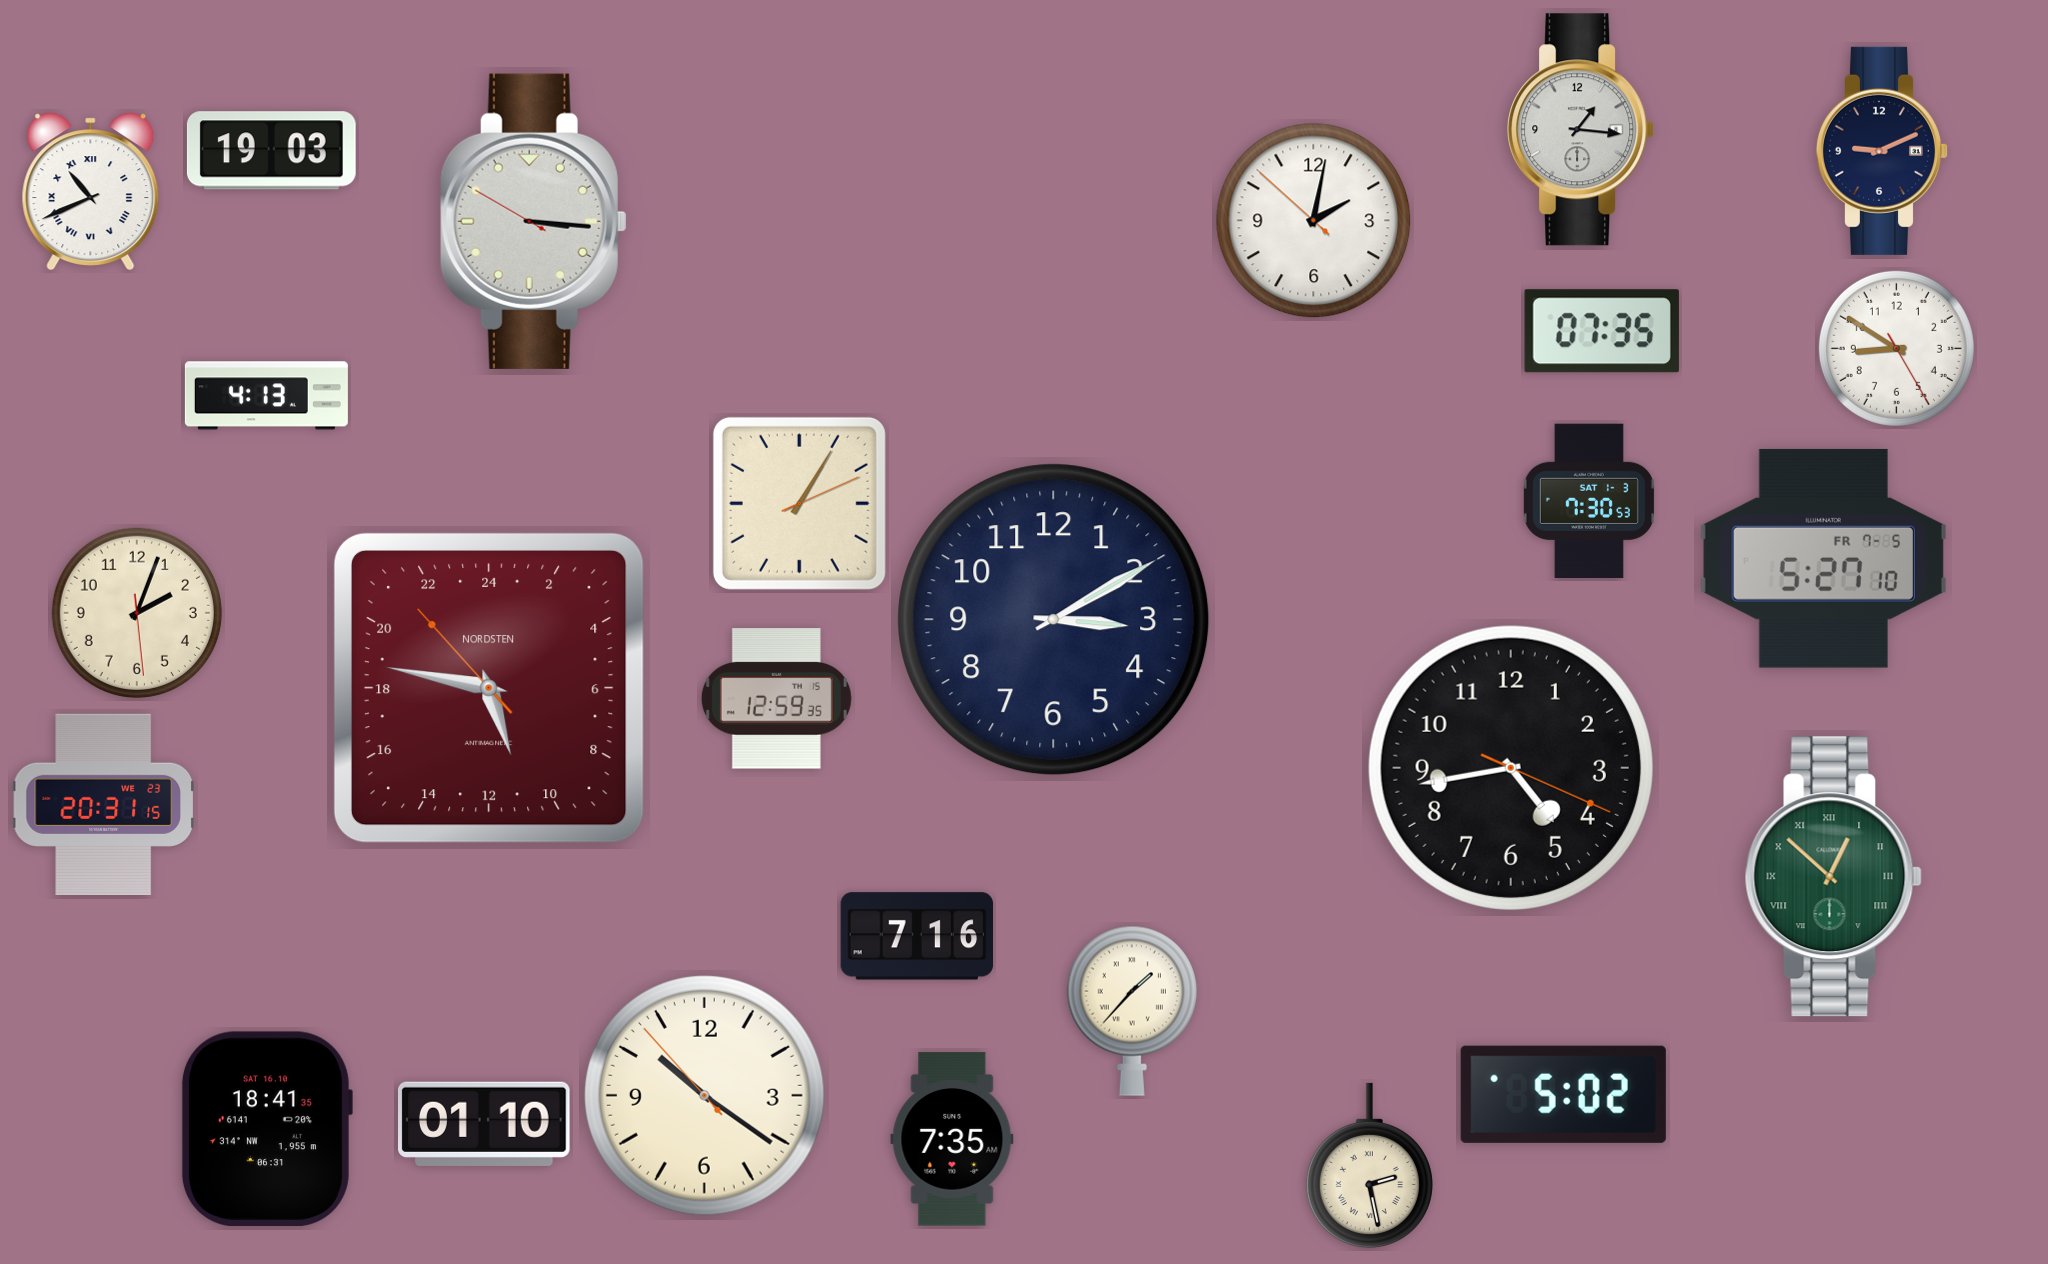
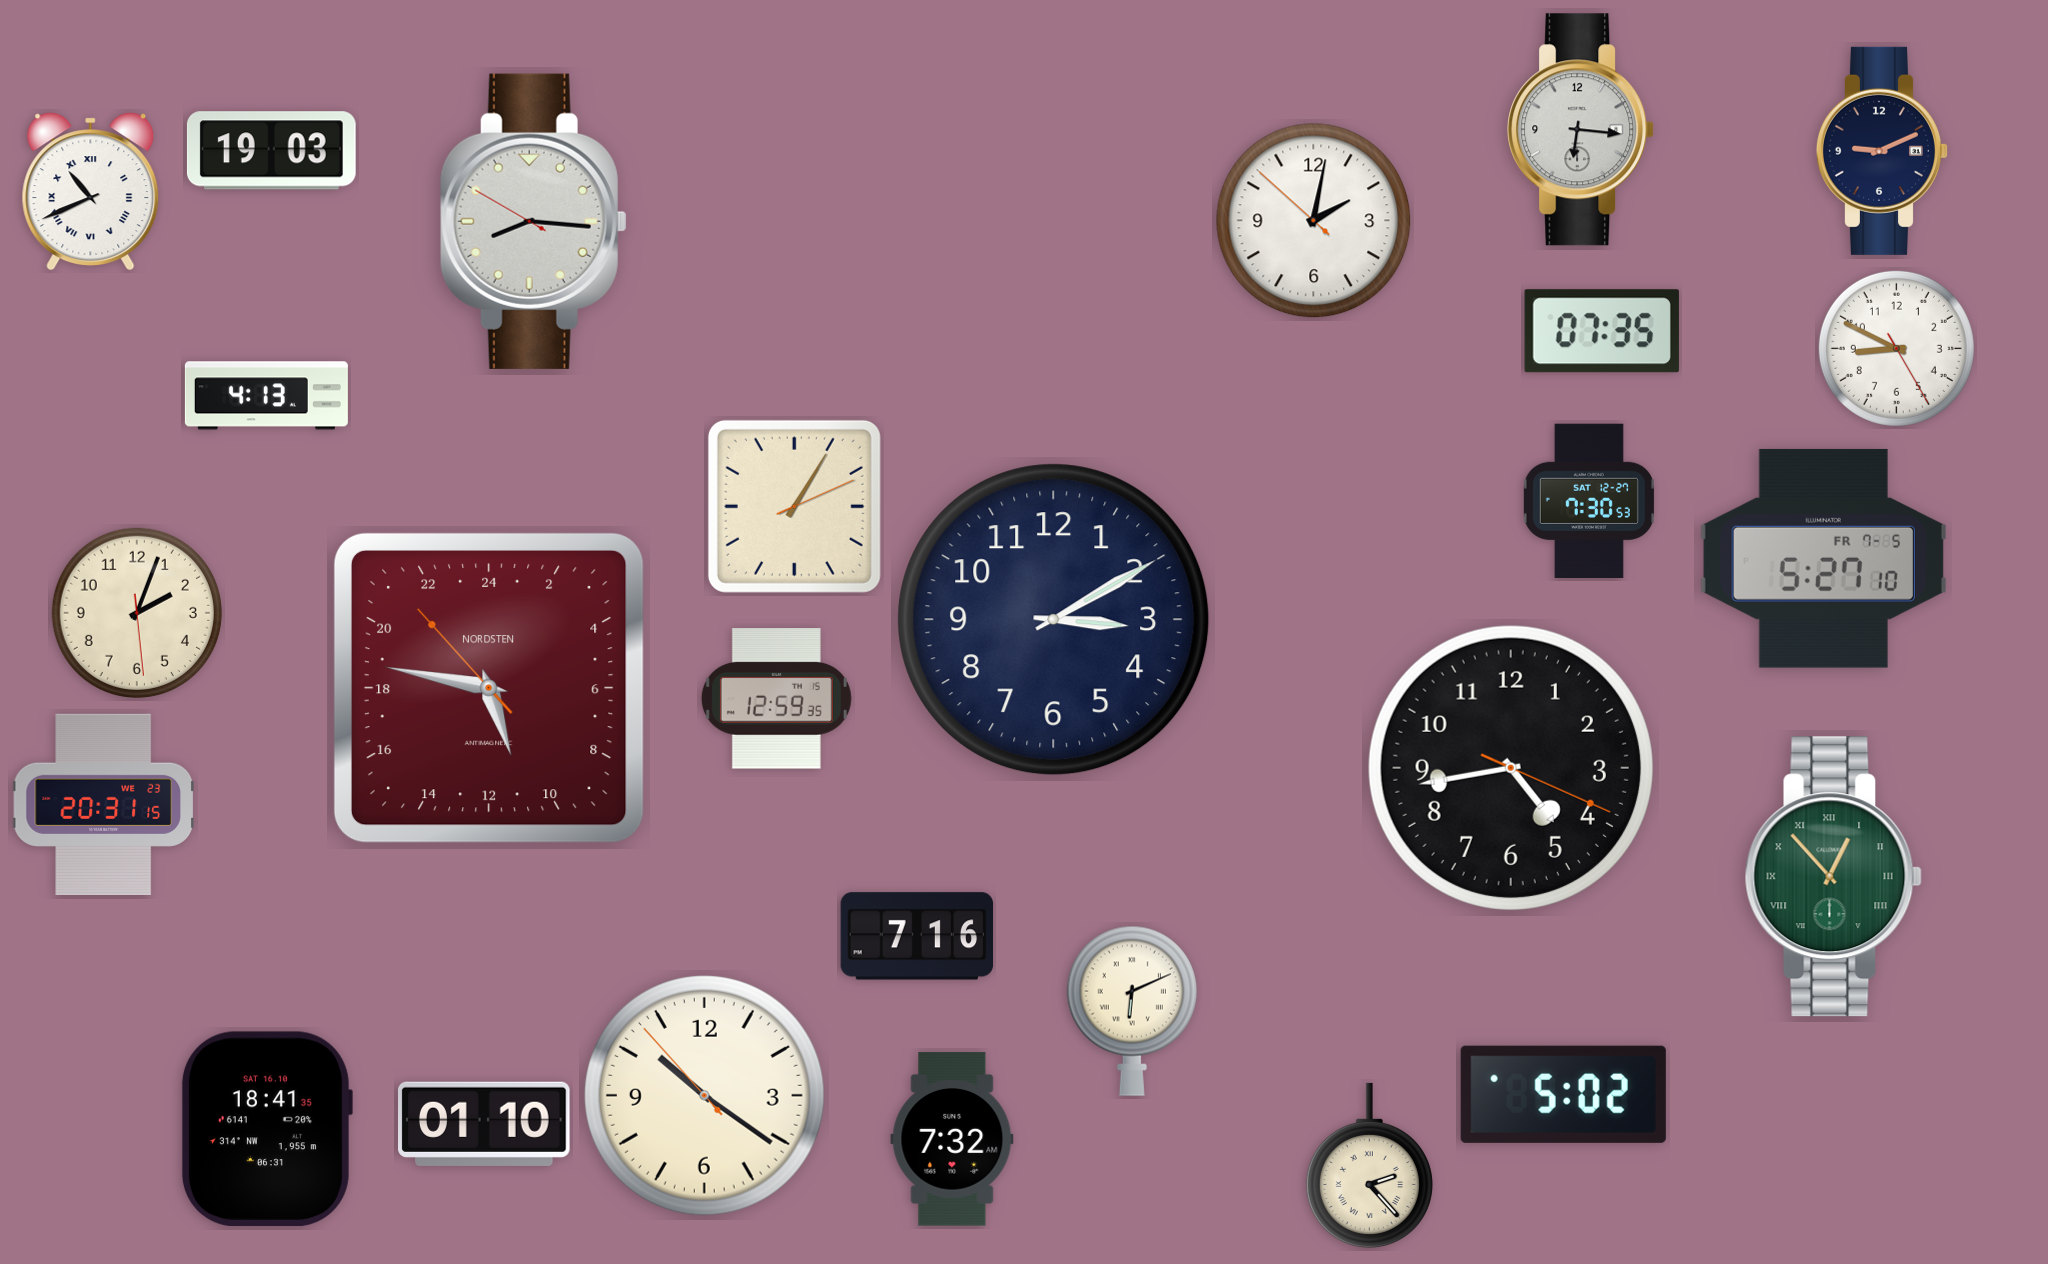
clock at (1581, 130): 1:16 -> 6:16
clock at (533, 221): 3:15 -> 8:15
clock at (1896, 348): 8:50 -> 8:49
clock at (1589, 501) date: SAT 1-3 -> SAT 12-27
clock at (799, 503) position: (799, 503) -> (794, 506)
clock at (1833, 877): 12:52 -> 12:53
clock at (1132, 1011): 1:37 -> 6:11
clock at (952, 1139): 7:35 -> 7:32
clock at (1369, 1166): 2:28 -> 2:23
